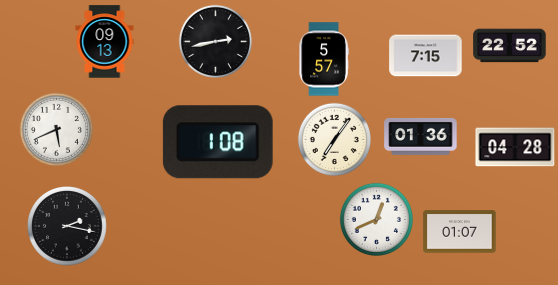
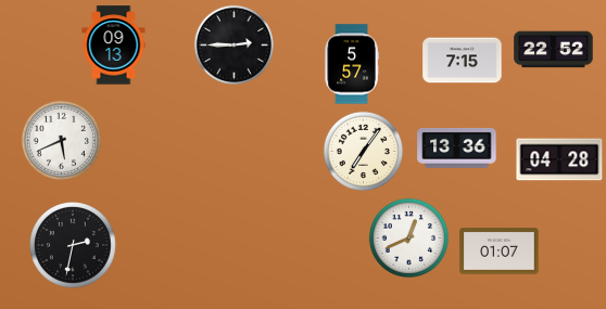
clock at (215, 41): 2:43 -> 2:45
clock at (421, 136): 01:36 -> 13:36
clock at (218, 142): 1:08 -> none
clock at (68, 227): 2:17 -> 2:32
